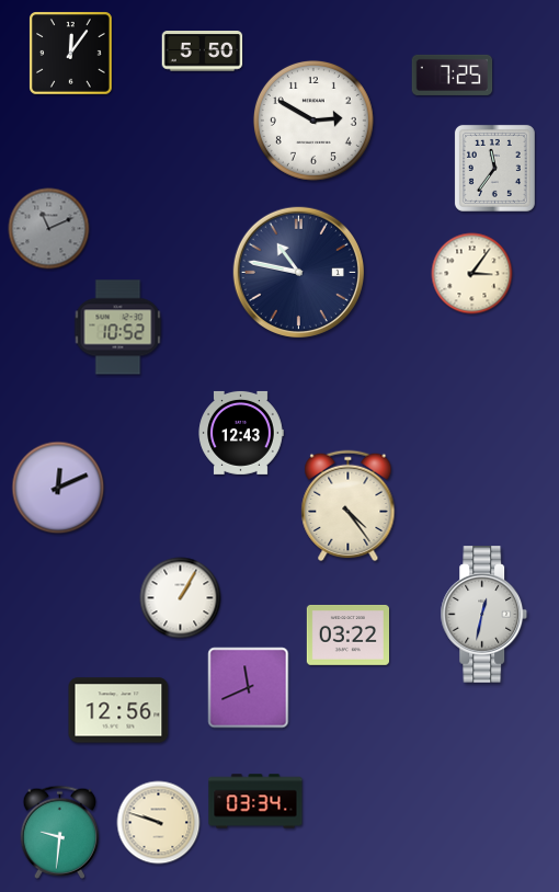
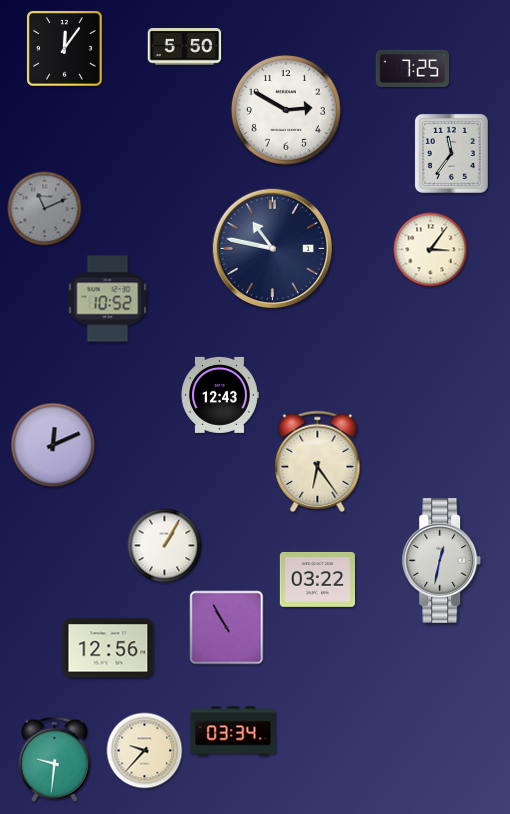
clock at (349, 506): 4:24 -> 6:24
clock at (249, 688): 11:41 -> 10:55
clock at (159, 823): 9:48 -> 9:37
